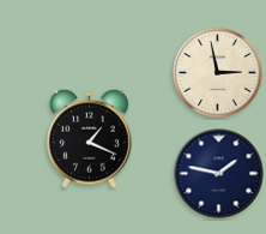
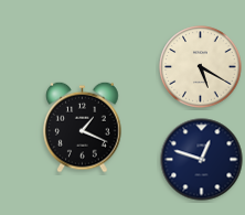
clock at (218, 73): 2:58 -> 5:20
clock at (219, 174): 1:47 -> 12:48
